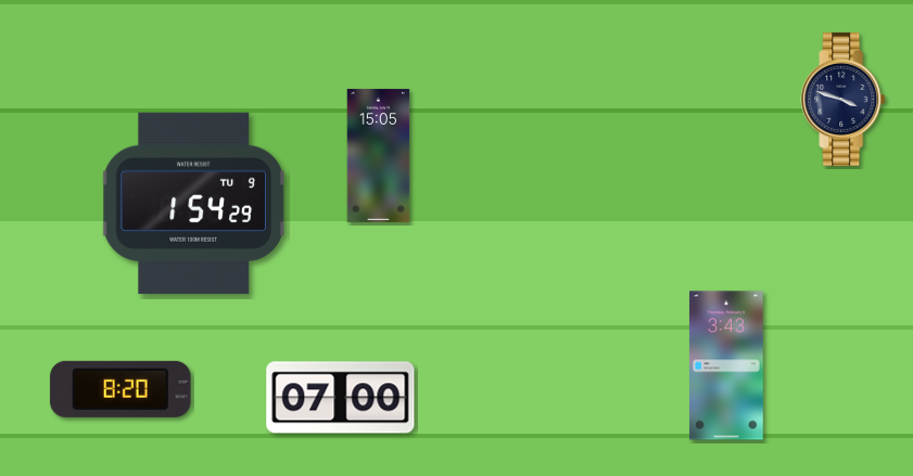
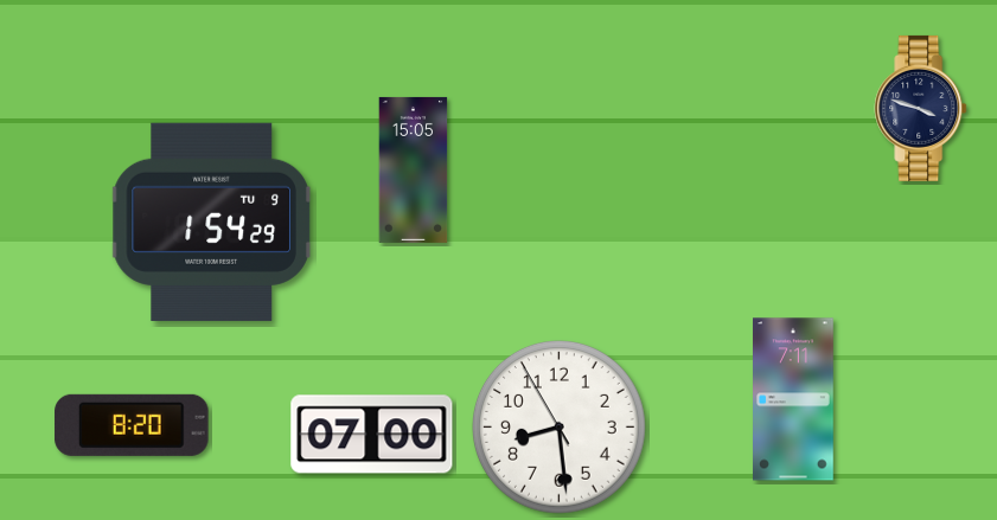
clock at (727, 365): 3:43 -> 7:11
clock at (560, 428): none -> 8:28
